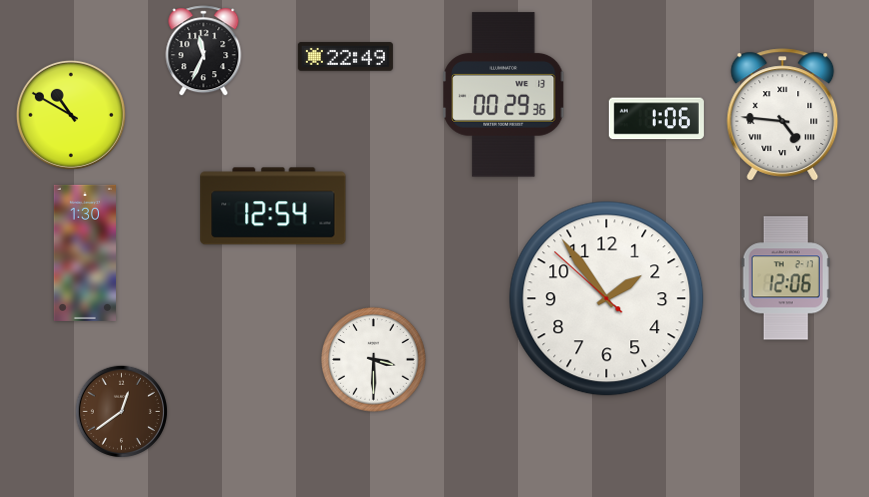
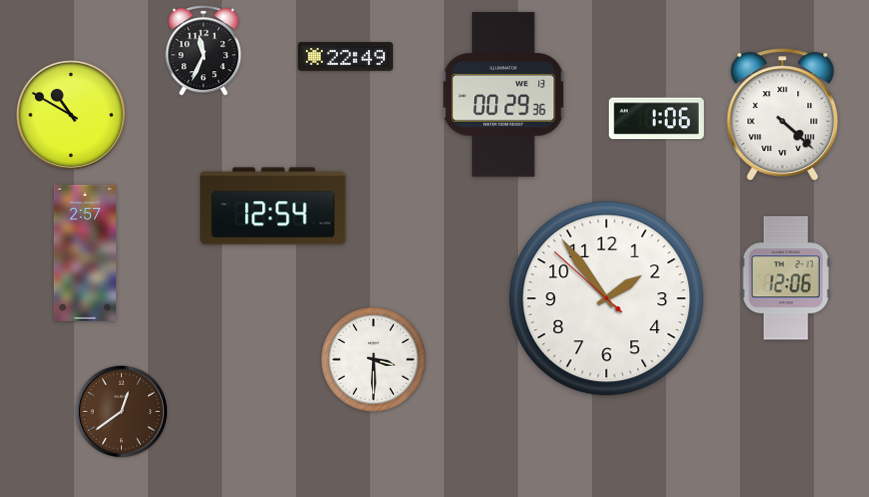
clock at (783, 115): 4:46 -> 4:22
clock at (85, 253): 1:30 -> 2:57
